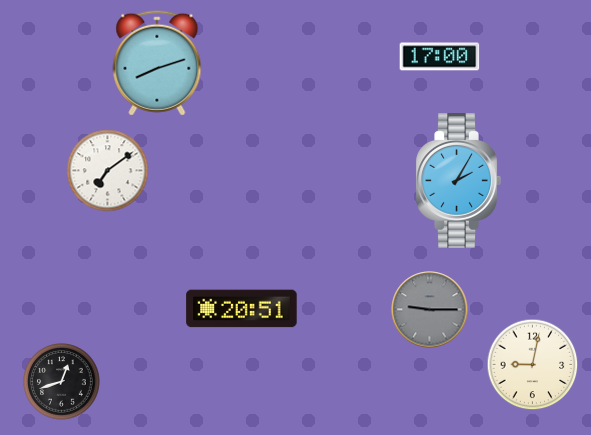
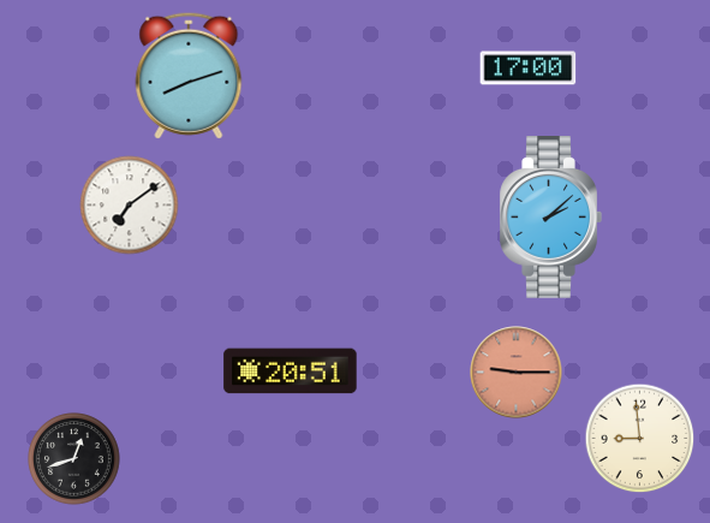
clock at (458, 181): 2:05 -> 2:08
clock at (430, 310) dial: grey -> salmon
clock at (533, 365): 9:02 -> 8:59
